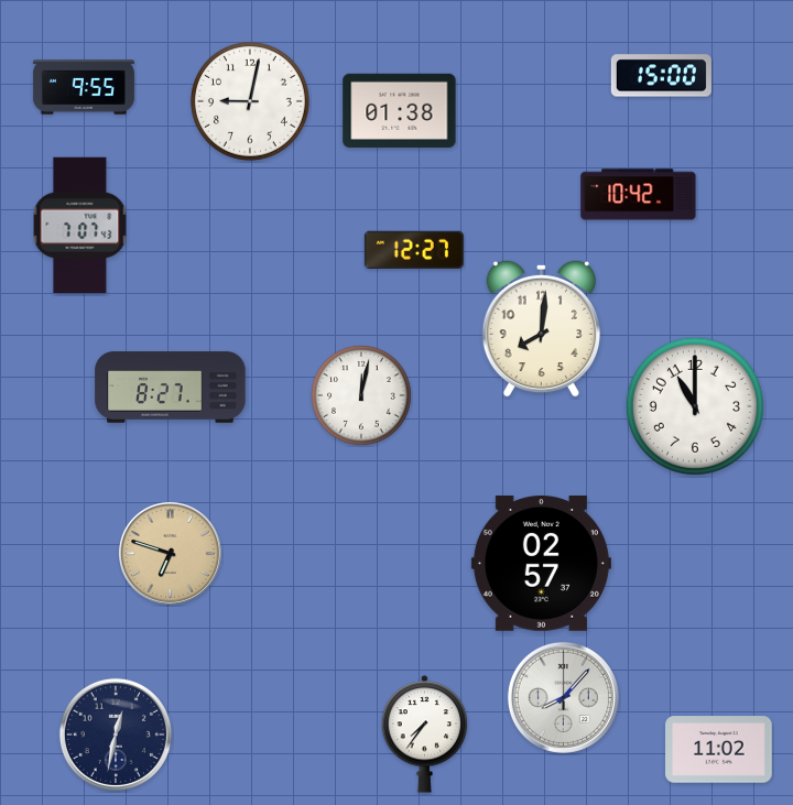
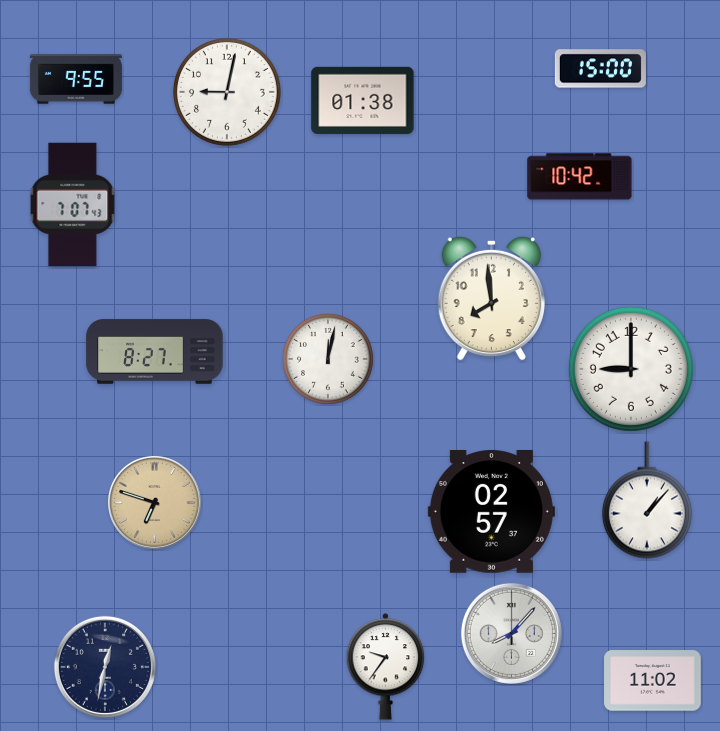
clock at (414, 249): 12:27 -> none
clock at (541, 328): 8:01 -> 7:59
clock at (695, 406): 11:00 -> 9:00
clock at (647, 500): none -> 1:07
clock at (425, 735): 7:36 -> 9:36
